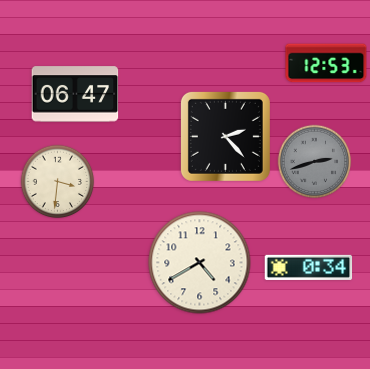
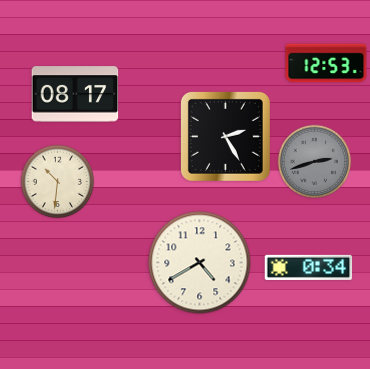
clock at (75, 94): 06:47 -> 08:17
clock at (225, 136): 2:23 -> 2:25
clock at (58, 182): 3:31 -> 10:31
